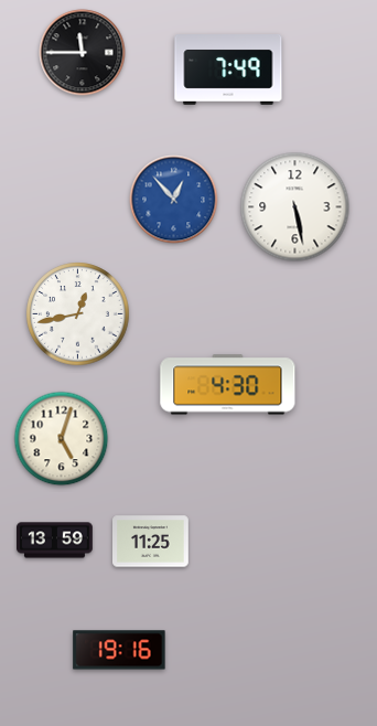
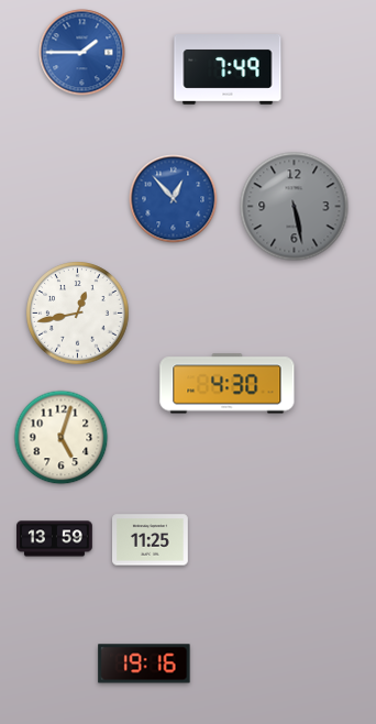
clock at (83, 53): 11:45 -> 1:45
clock at (83, 53) dial: black -> blue
clock at (295, 207) dial: white -> grey
clock at (119, 650) position: (119, 650) -> (144, 663)
